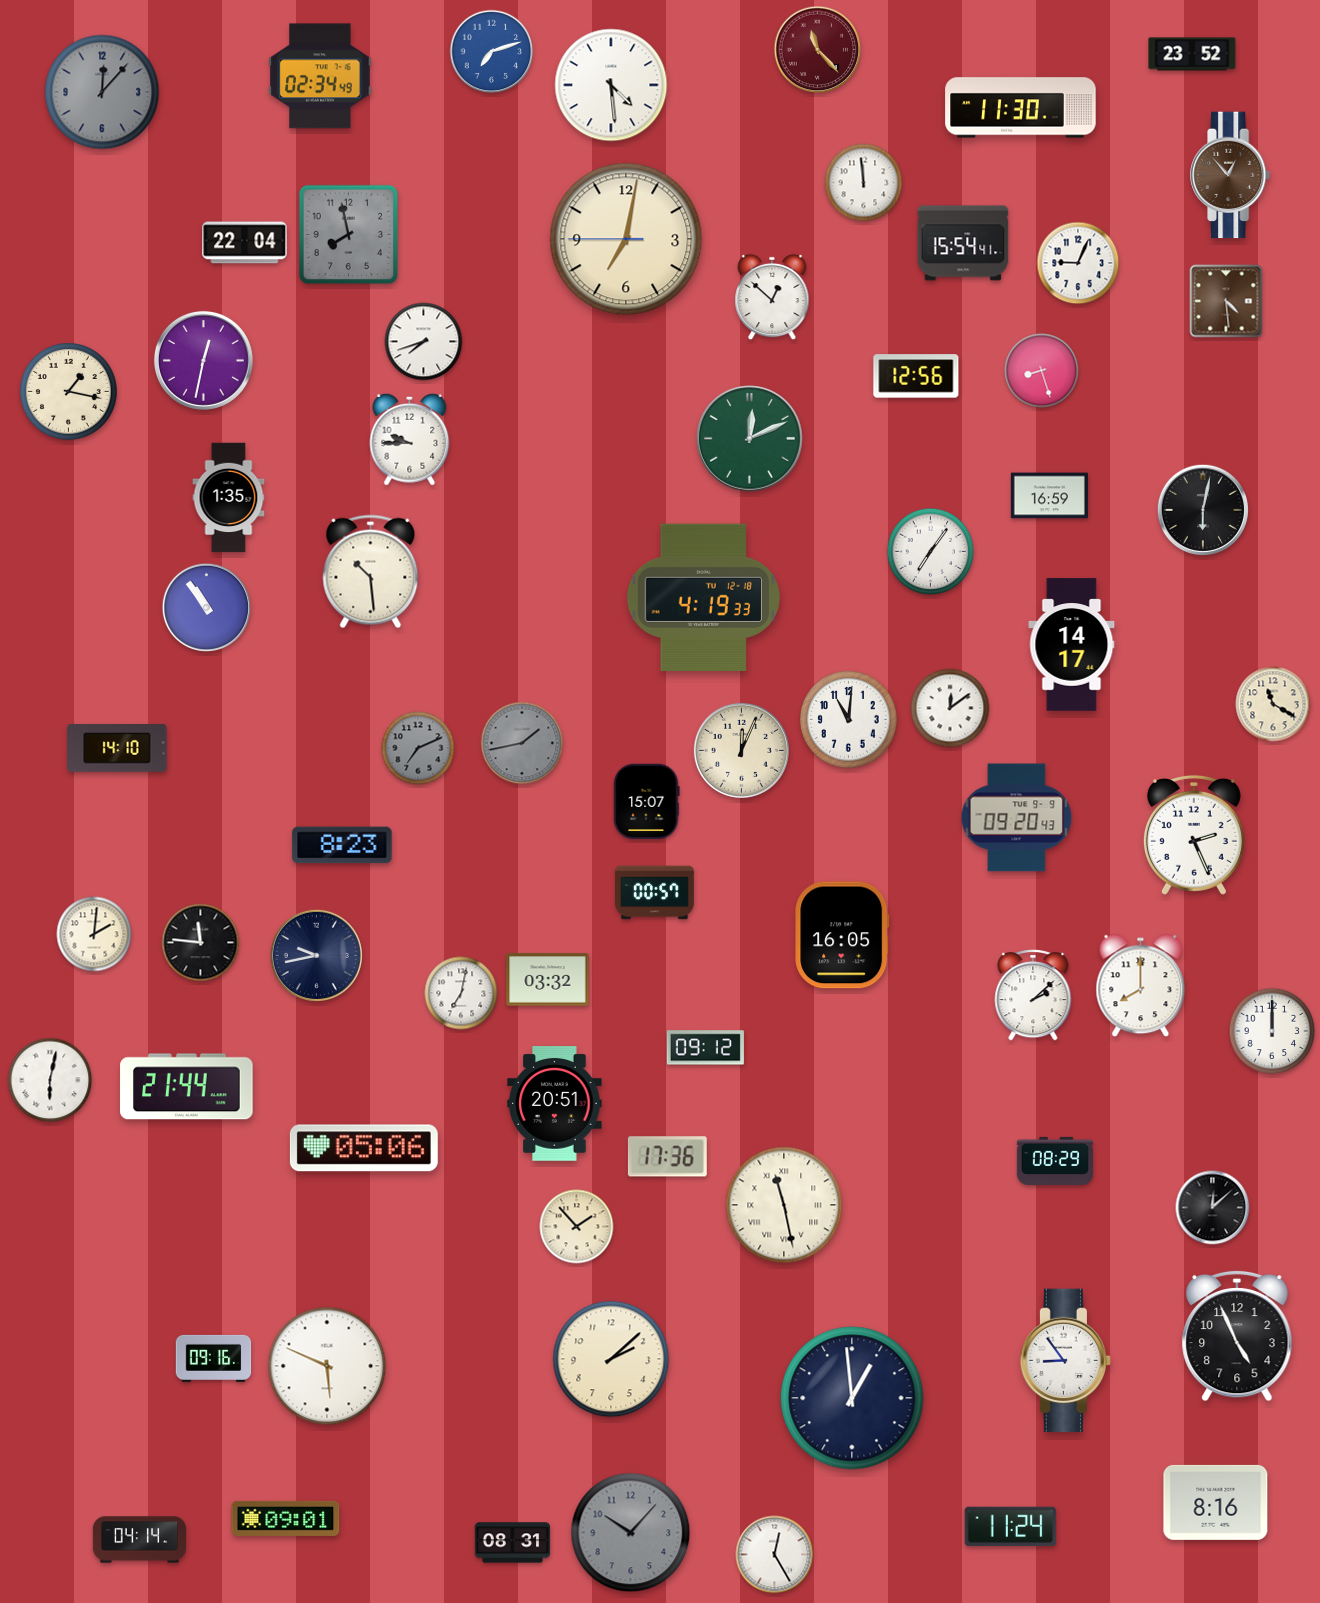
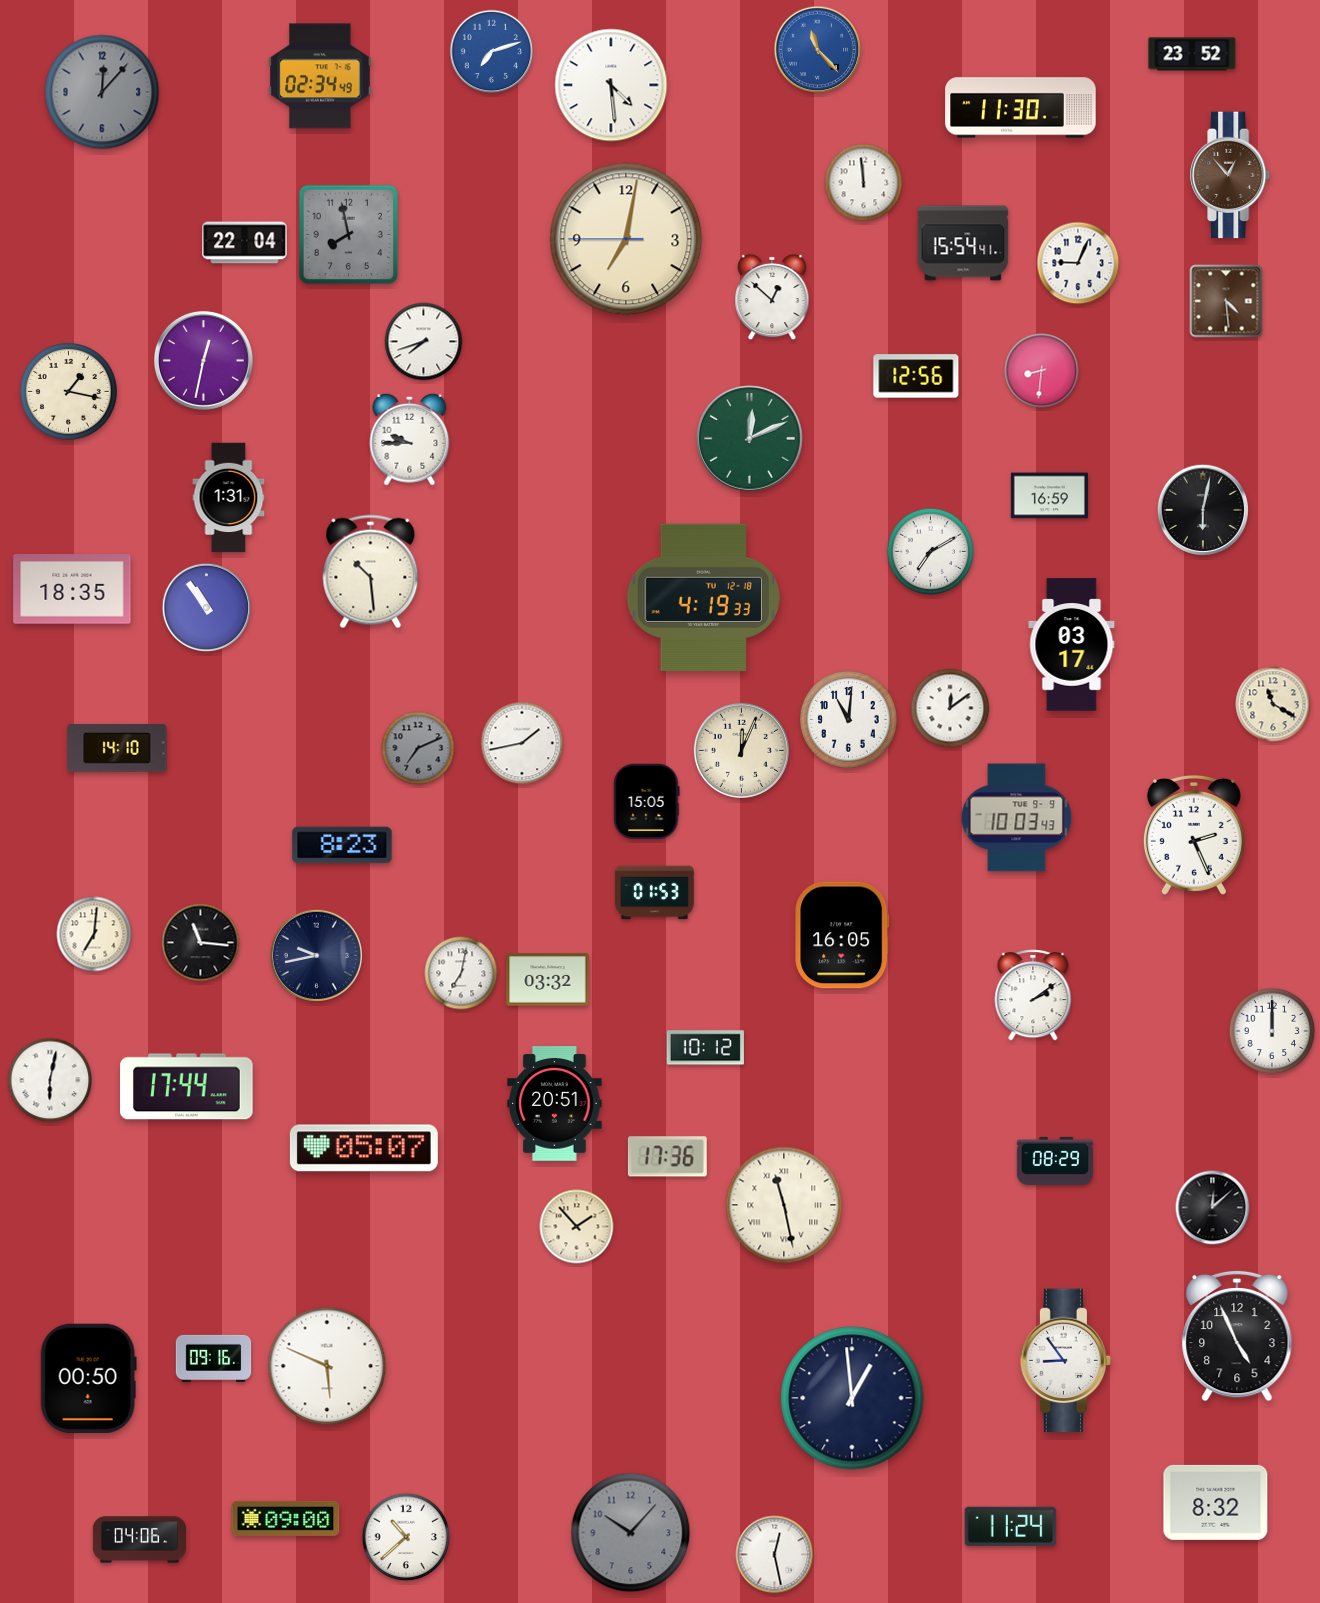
clock at (818, 50) dial: burgundy -> blue
clock at (1042, 371): 8:27 -> 8:31
clock at (229, 498): 1:35 -> 1:31
clock at (931, 552): 7:06 -> 7:10
clock at (72, 589): none -> 18:35
clock at (1072, 645): 14:17 -> 03:17
clock at (522, 743) dial: grey -> white
clock at (647, 802): 15:07 -> 15:05
clock at (1017, 818): 09:20 -> 10:03
clock at (655, 893): 00:57 -> 01:53
clock at (94, 934): 2:01 -> 7:01
clock at (201, 943): 11:46 -> 11:16
clock at (1141, 986): 8:00 -> none
clock at (461, 993) position: (461, 993) -> (461, 973)
clock at (1033, 995): 2:08 -> 2:09
clock at (705, 1048): 09:12 -> 10:12
clock at (187, 1087): 21:44 -> 17:44
clock at (364, 1148): 05:06 -> 05:07
clock at (611, 1359): 2:08 -> none
clock at (88, 1379): none -> 00:50
clock at (1216, 1502): 8:16 -> 8:32
clock at (286, 1518): 09:01 -> 09:00
clock at (406, 1537): none -> 10:38
clock at (140, 1540): 04:14 -> 04:06
clock at (513, 1543): 08:31 -> none
clock at (775, 1555): 12:25 -> 12:28
